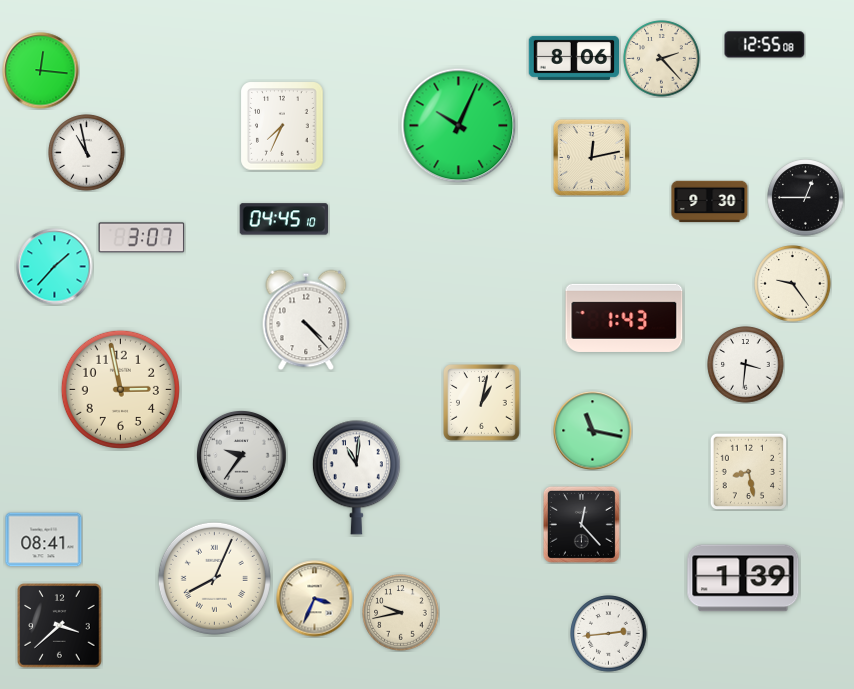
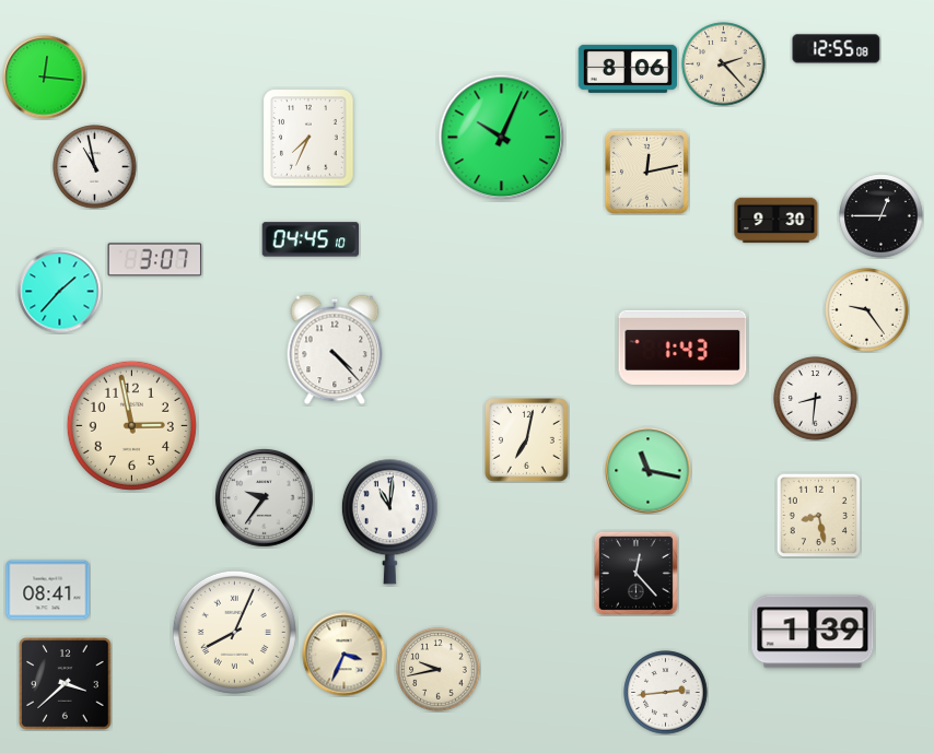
clock at (573, 58) position: (573, 58) -> (627, 69)
clock at (746, 365): 3:31 -> 8:31
clock at (482, 403): 1:02 -> 7:02
